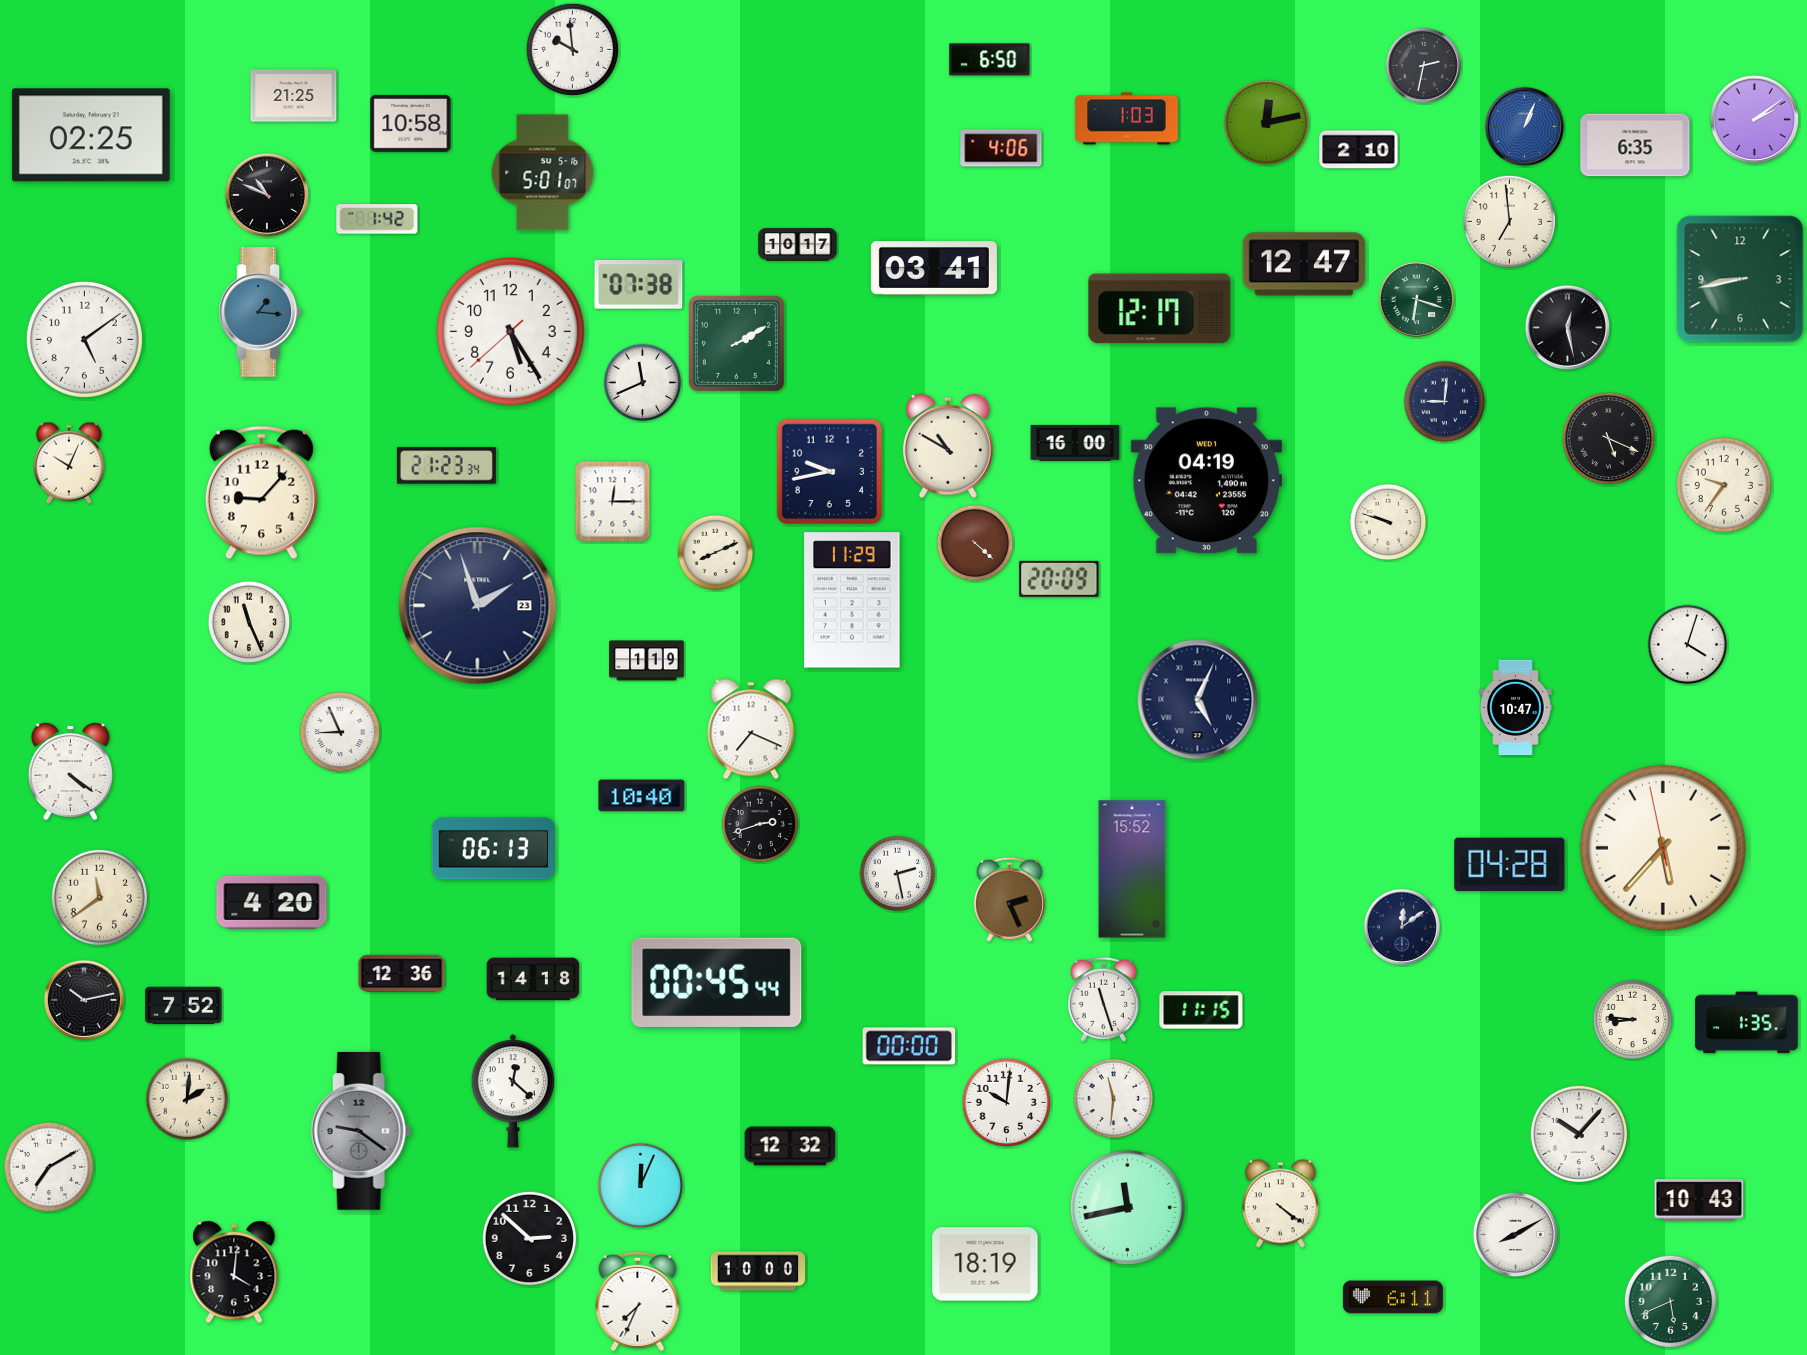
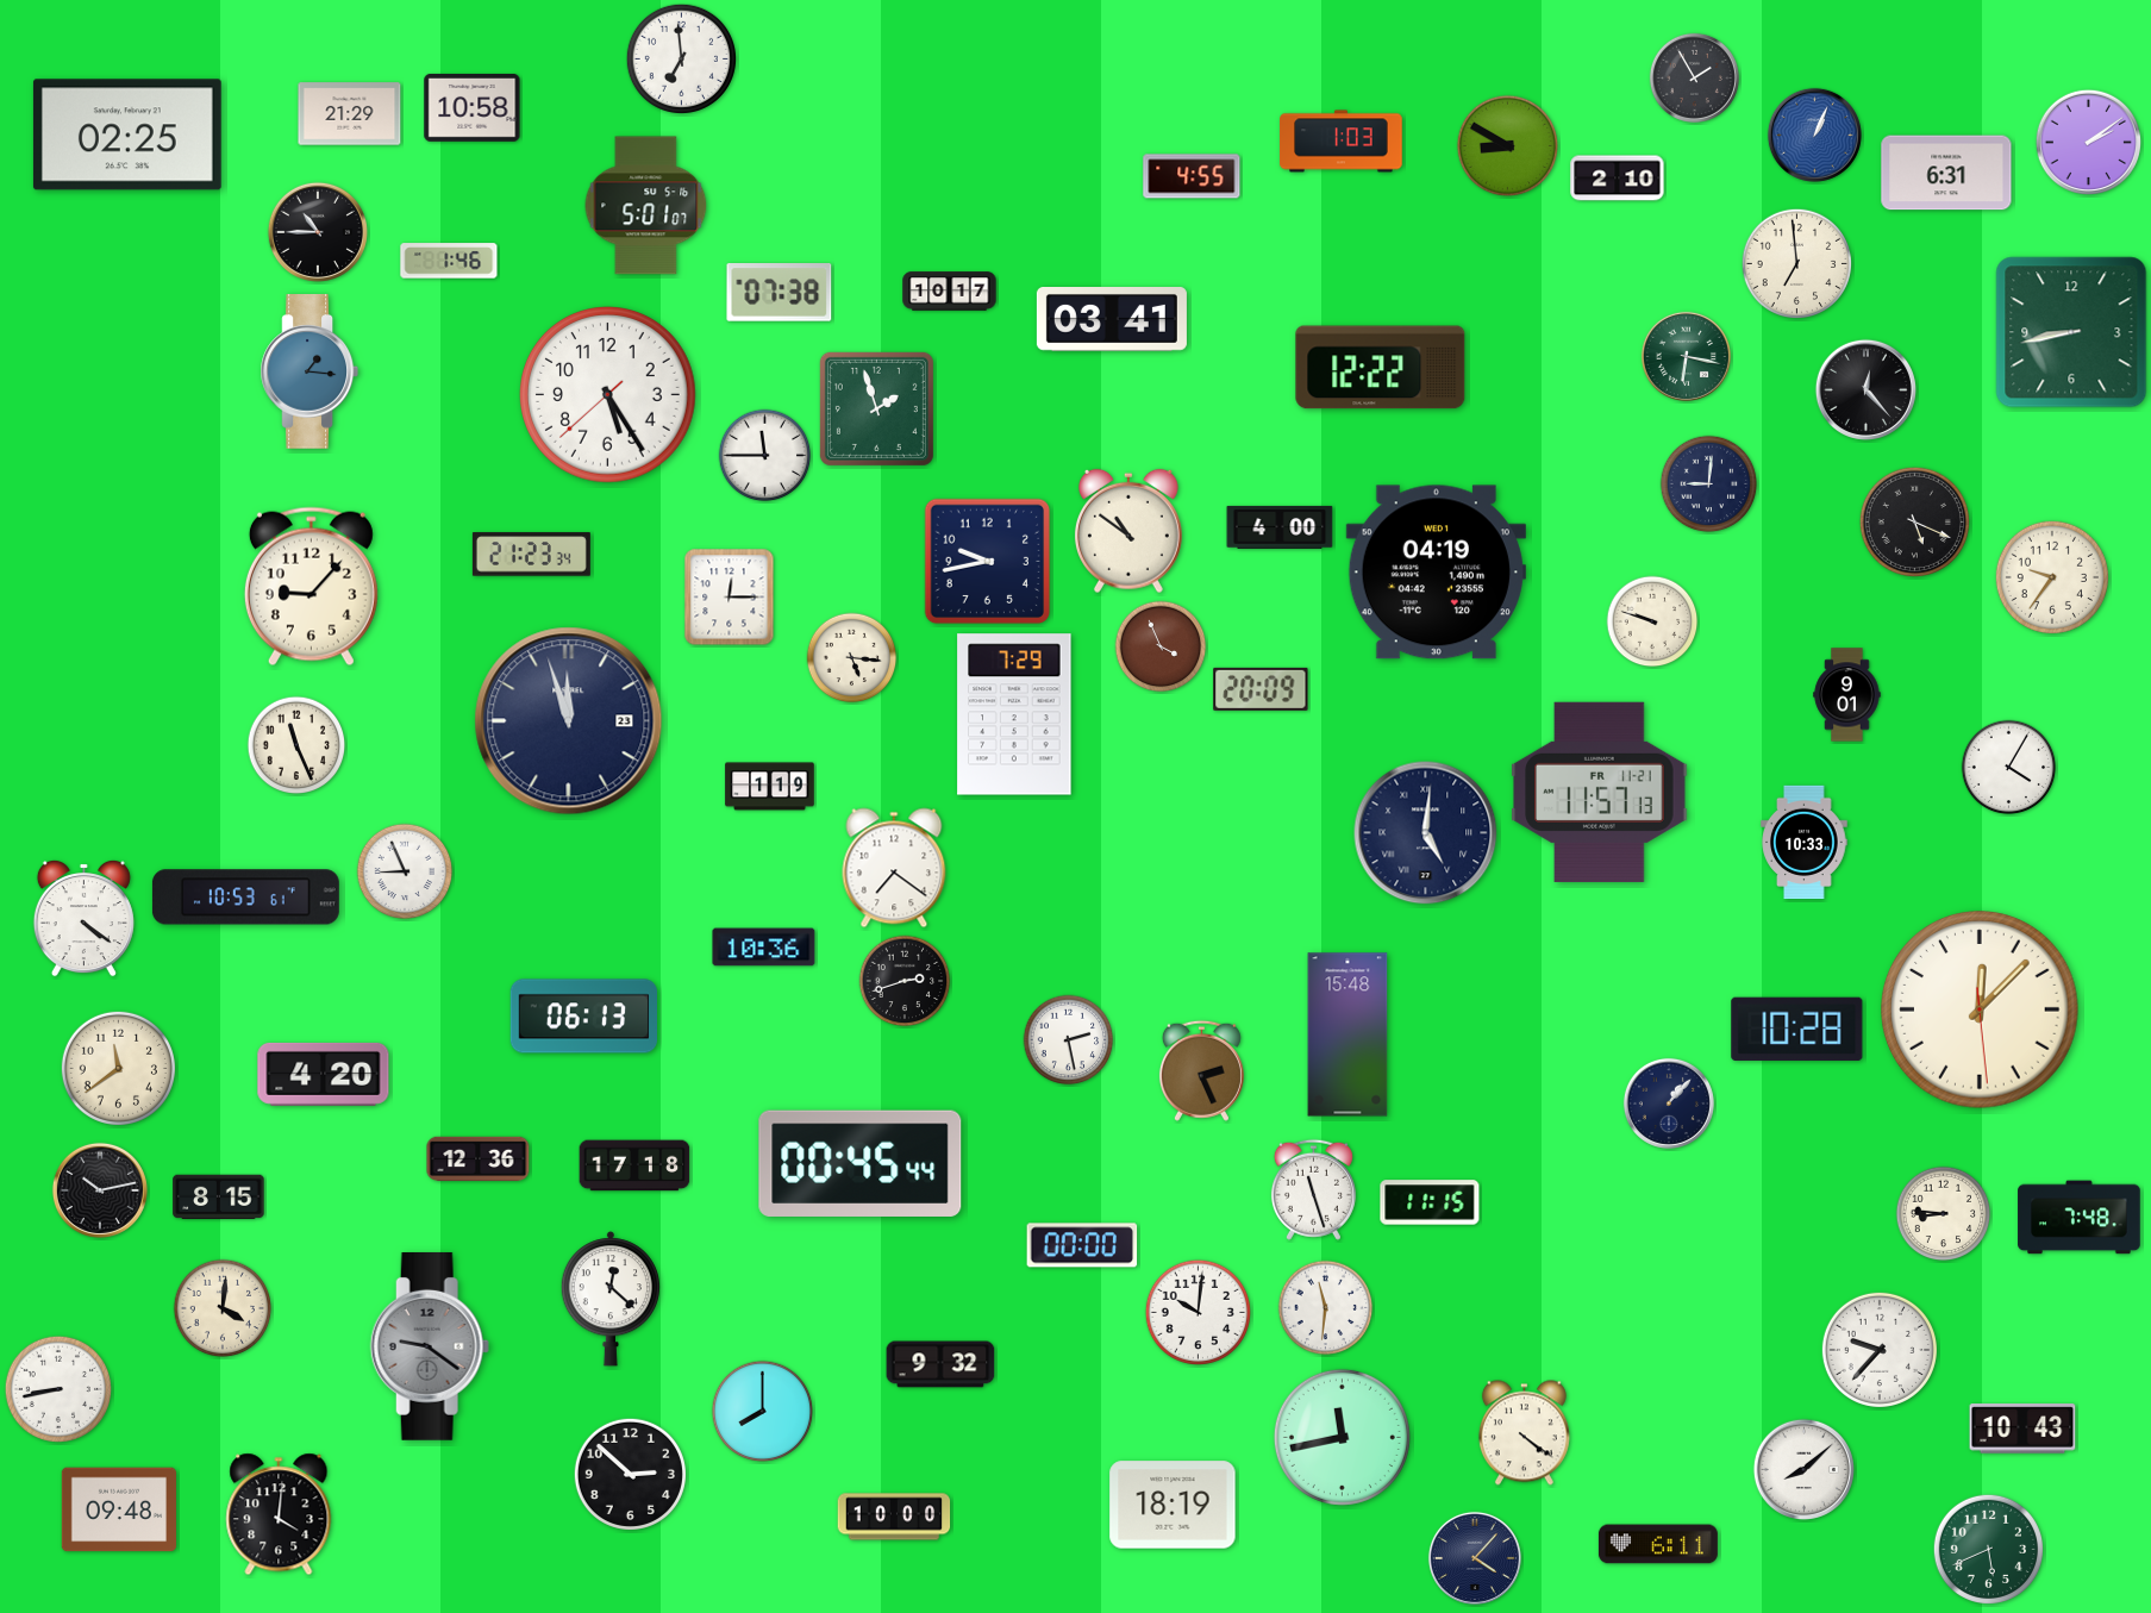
clock at (572, 49): 9:59 -> 6:59
clock at (990, 60): 6:50 -> none
clock at (1423, 65): 2:32 -> 1:55
clock at (294, 96): 21:25 -> 21:29
clock at (411, 123) position: (411, 123) -> (473, 107)
clock at (1267, 123): 12:13 -> 8:50
clock at (1524, 126) position: (1524, 126) -> (1814, 135)
clock at (91, 135) position: (91, 135) -> (127, 135)
clock at (1635, 145): 6:35 -> 6:31
clock at (1001, 148): 4:06 -> 4:55
clock at (267, 195): 10:49 -> 10:45
clock at (377, 219): 1:42 -> 1:46
clock at (1304, 264): 12:47 -> none
clock at (639, 285) position: (639, 285) -> (780, 293)
clock at (1416, 299): 6:18 -> 6:17
clock at (1160, 309): 12:17 -> 12:22
clock at (1567, 327): 12:28 -> 12:23
clock at (84, 339): 5:09 -> none
clock at (736, 343): 2:10 -> 1:57
clock at (643, 383): 11:41 -> 11:45
clock at (1445, 402) position: (1445, 402) -> (1709, 484)
clock at (1075, 443): 16:00 -> 4:00
clock at (948, 446): 10:50 -> 10:51
clock at (69, 463): 10:04 -> none
clock at (975, 543): 4:22 -> 3:56
clock at (716, 553): 8:11 -> 5:16
clock at (1847, 695): none -> 9:01
clock at (852, 600): 11:29 -> 7:29
clock at (478, 606): 1:57 -> 11:57
clock at (249, 622) position: (249, 622) -> (296, 745)
clock at (1688, 645): 4:03 -> 4:05
clock at (1600, 792): none -> 11:57
clock at (1198, 700): 5:04 -> 5:01
clock at (1516, 708): 10:47 -> 10:33
clock at (751, 729): 7:19 -> 7:21
clock at (245, 898): none -> 10:53
clock at (642, 796): 10:40 -> 10:36
clock at (1663, 848): 5:36 -> 12:07
clock at (493, 849) position: (493, 849) -> (583, 1017)
clock at (1510, 864): 04:28 -> 10:28
clock at (1132, 869): 15:52 -> 15:48
clock at (1402, 927): 12:09 -> 1:07
clock at (533, 979): 14:18 -> 17:18
clock at (717, 982) position: (717, 982) -> (861, 1163)
clock at (184, 1006): 7:52 -> 8:15
clock at (1747, 1023): 1:35 -> 7:48
clock at (187, 1099): 2:01 -> 4:01
clock at (1579, 1134): 10:07 -> 9:37
clock at (790, 1146): 12:32 -> 9:32
clock at (48, 1166): 7:10 -> 8:43
clock at (641, 1186): 12:04 -> 8:00
clock at (1515, 1234): 8:10 -> 8:08
clock at (119, 1509): none -> 09:48
clock at (758, 1271) position: (758, 1271) -> (894, 1517)
clock at (638, 1301): 7:34 -> none
clock at (1475, 1558): none -> 4:07
